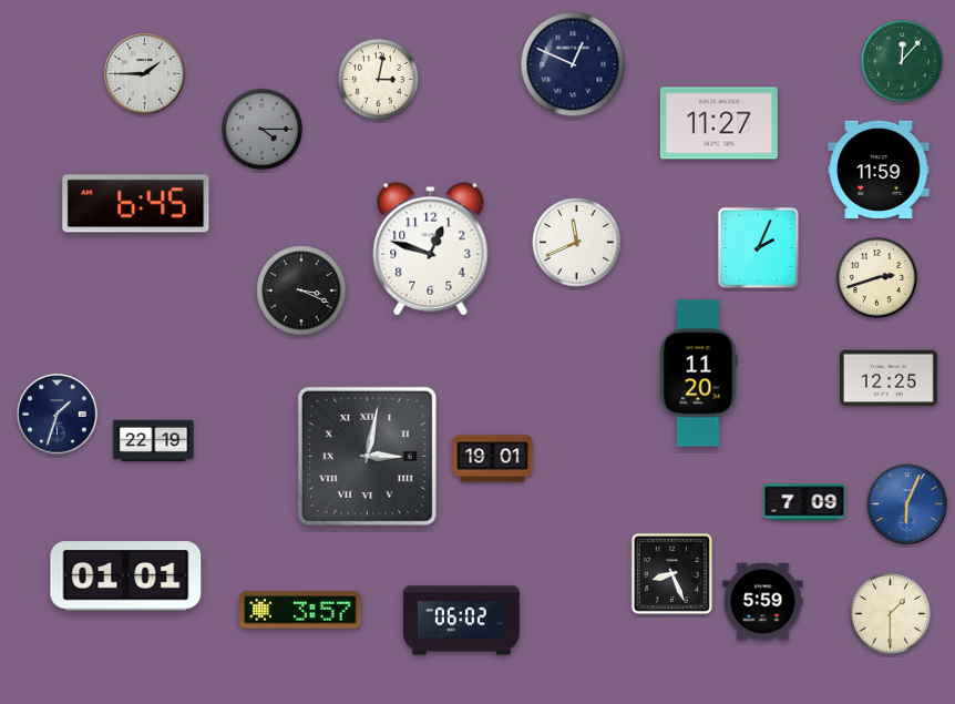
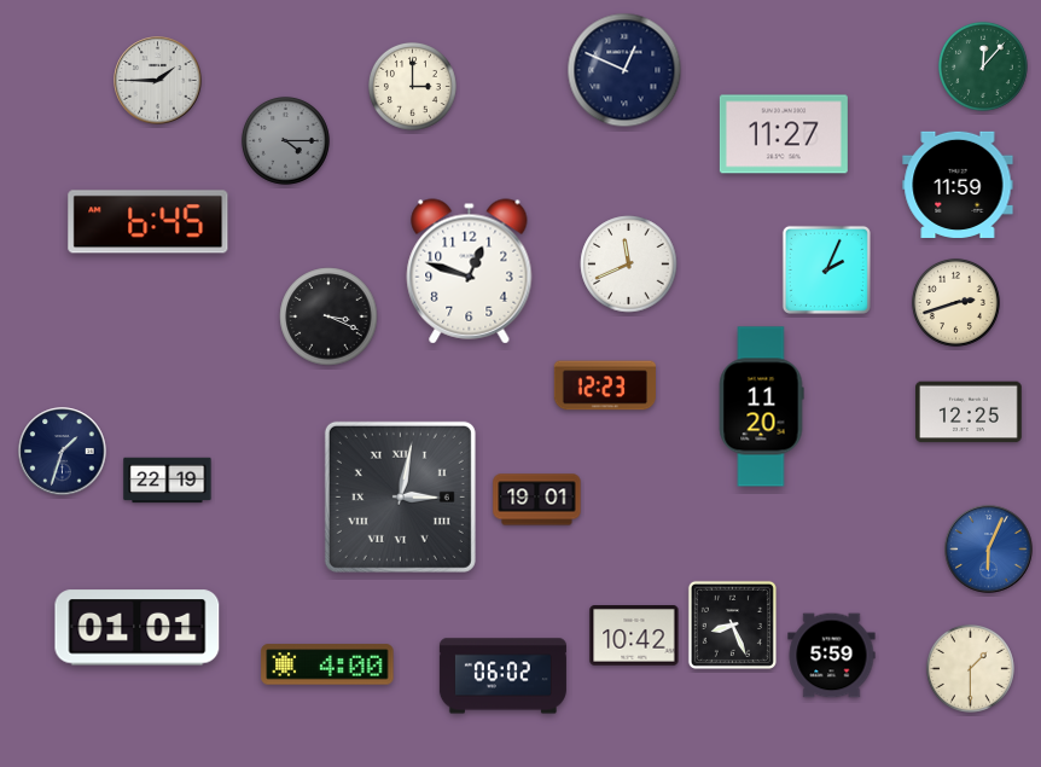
clock at (378, 79): 3:02 -> 3:00
clock at (604, 385): none -> 12:23
clock at (804, 502): 7:09 -> none
clock at (634, 637): none -> 10:42
clock at (300, 610): 3:57 -> 4:00
